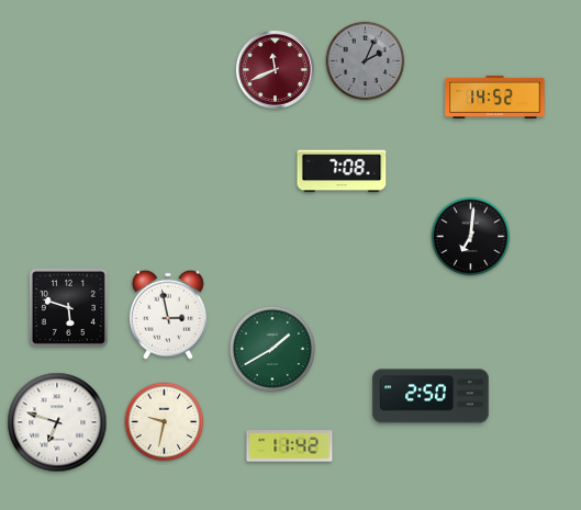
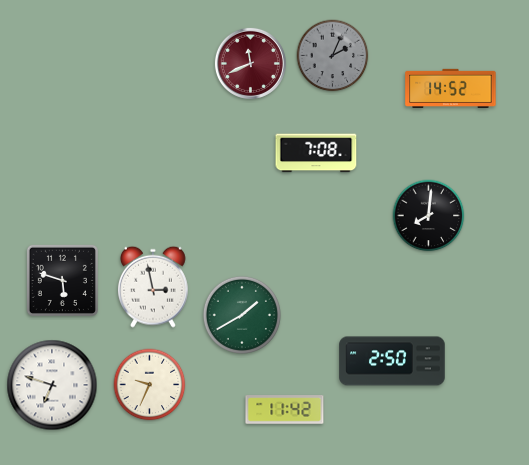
clock at (342, 171) position: (342, 171) -> (316, 153)
clock at (471, 237): 7:01 -> 8:01
clock at (272, 349) position: (272, 349) -> (242, 315)
clock at (165, 422): 9:32 -> 9:34
clock at (290, 446) position: (290, 446) -> (285, 410)
